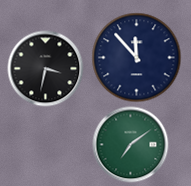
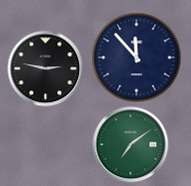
clock at (46, 69): 3:32 -> 2:47
